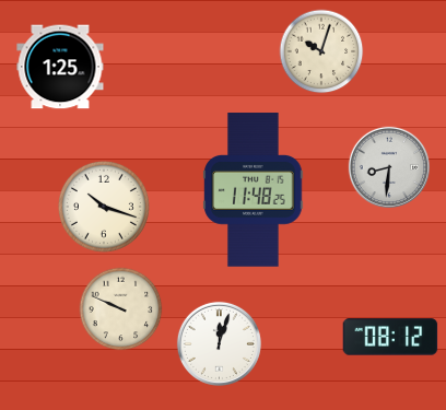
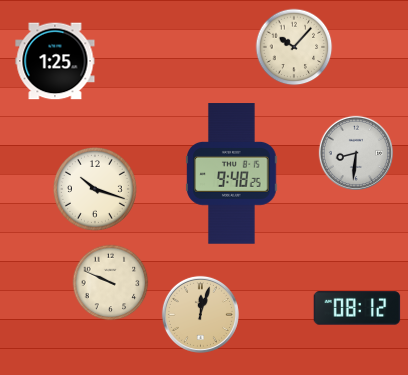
clock at (321, 51): 10:03 -> 10:07
clock at (254, 190): 11:48 -> 9:48
clock at (219, 343) dial: white -> champagne
